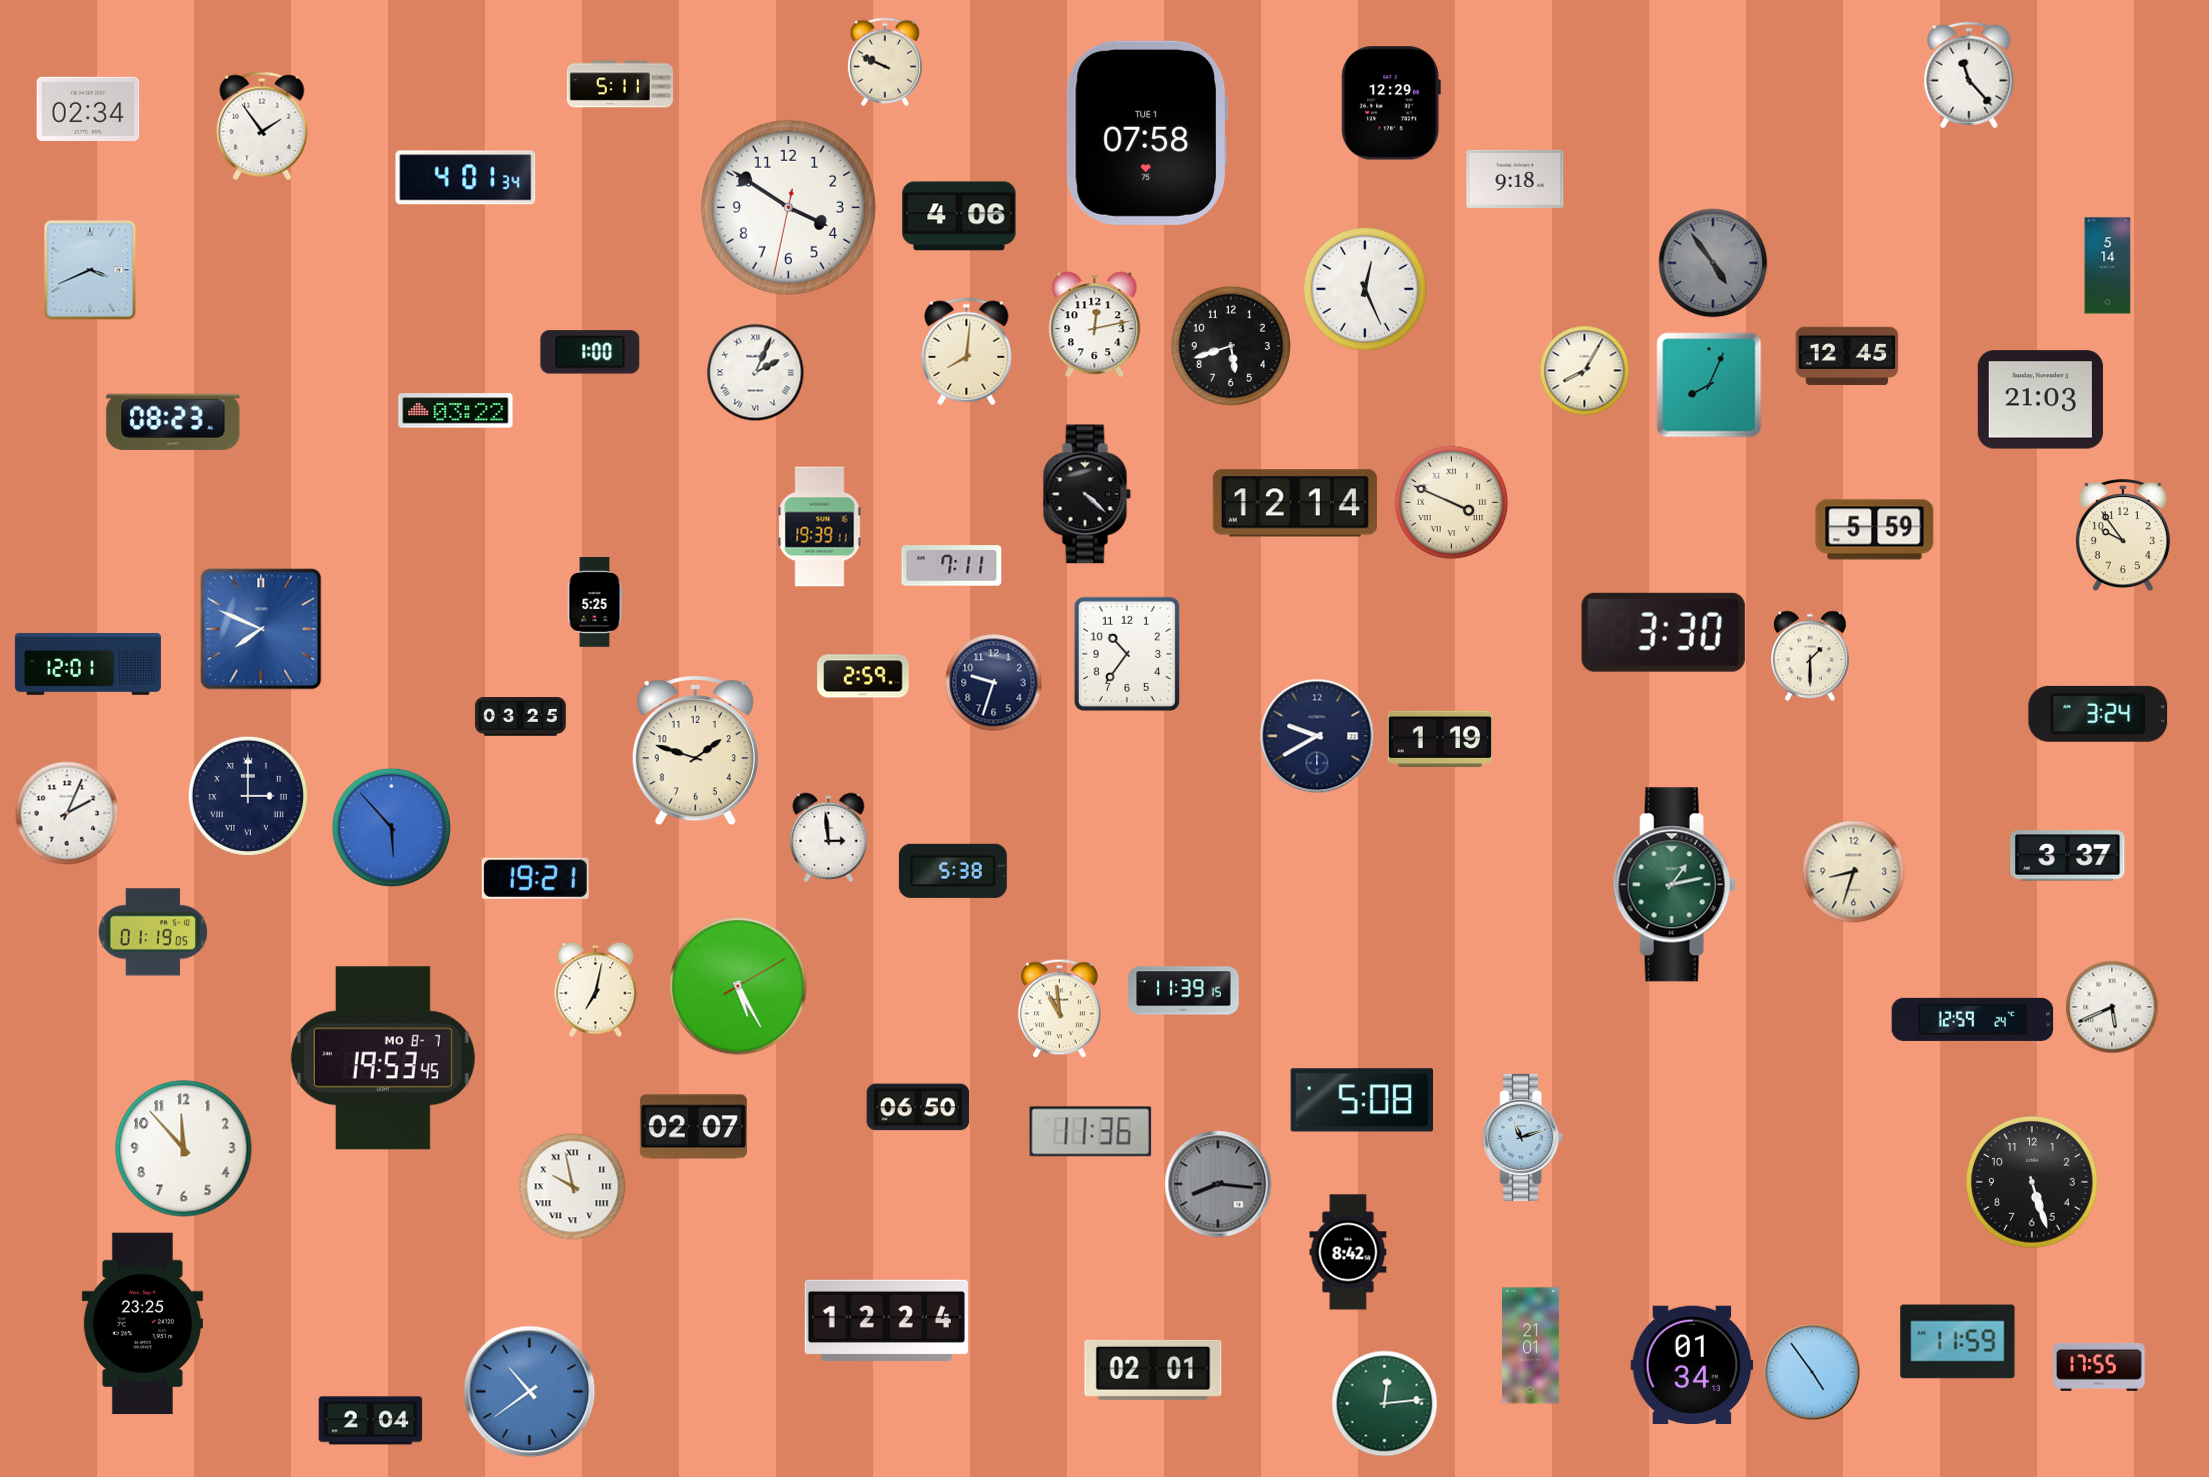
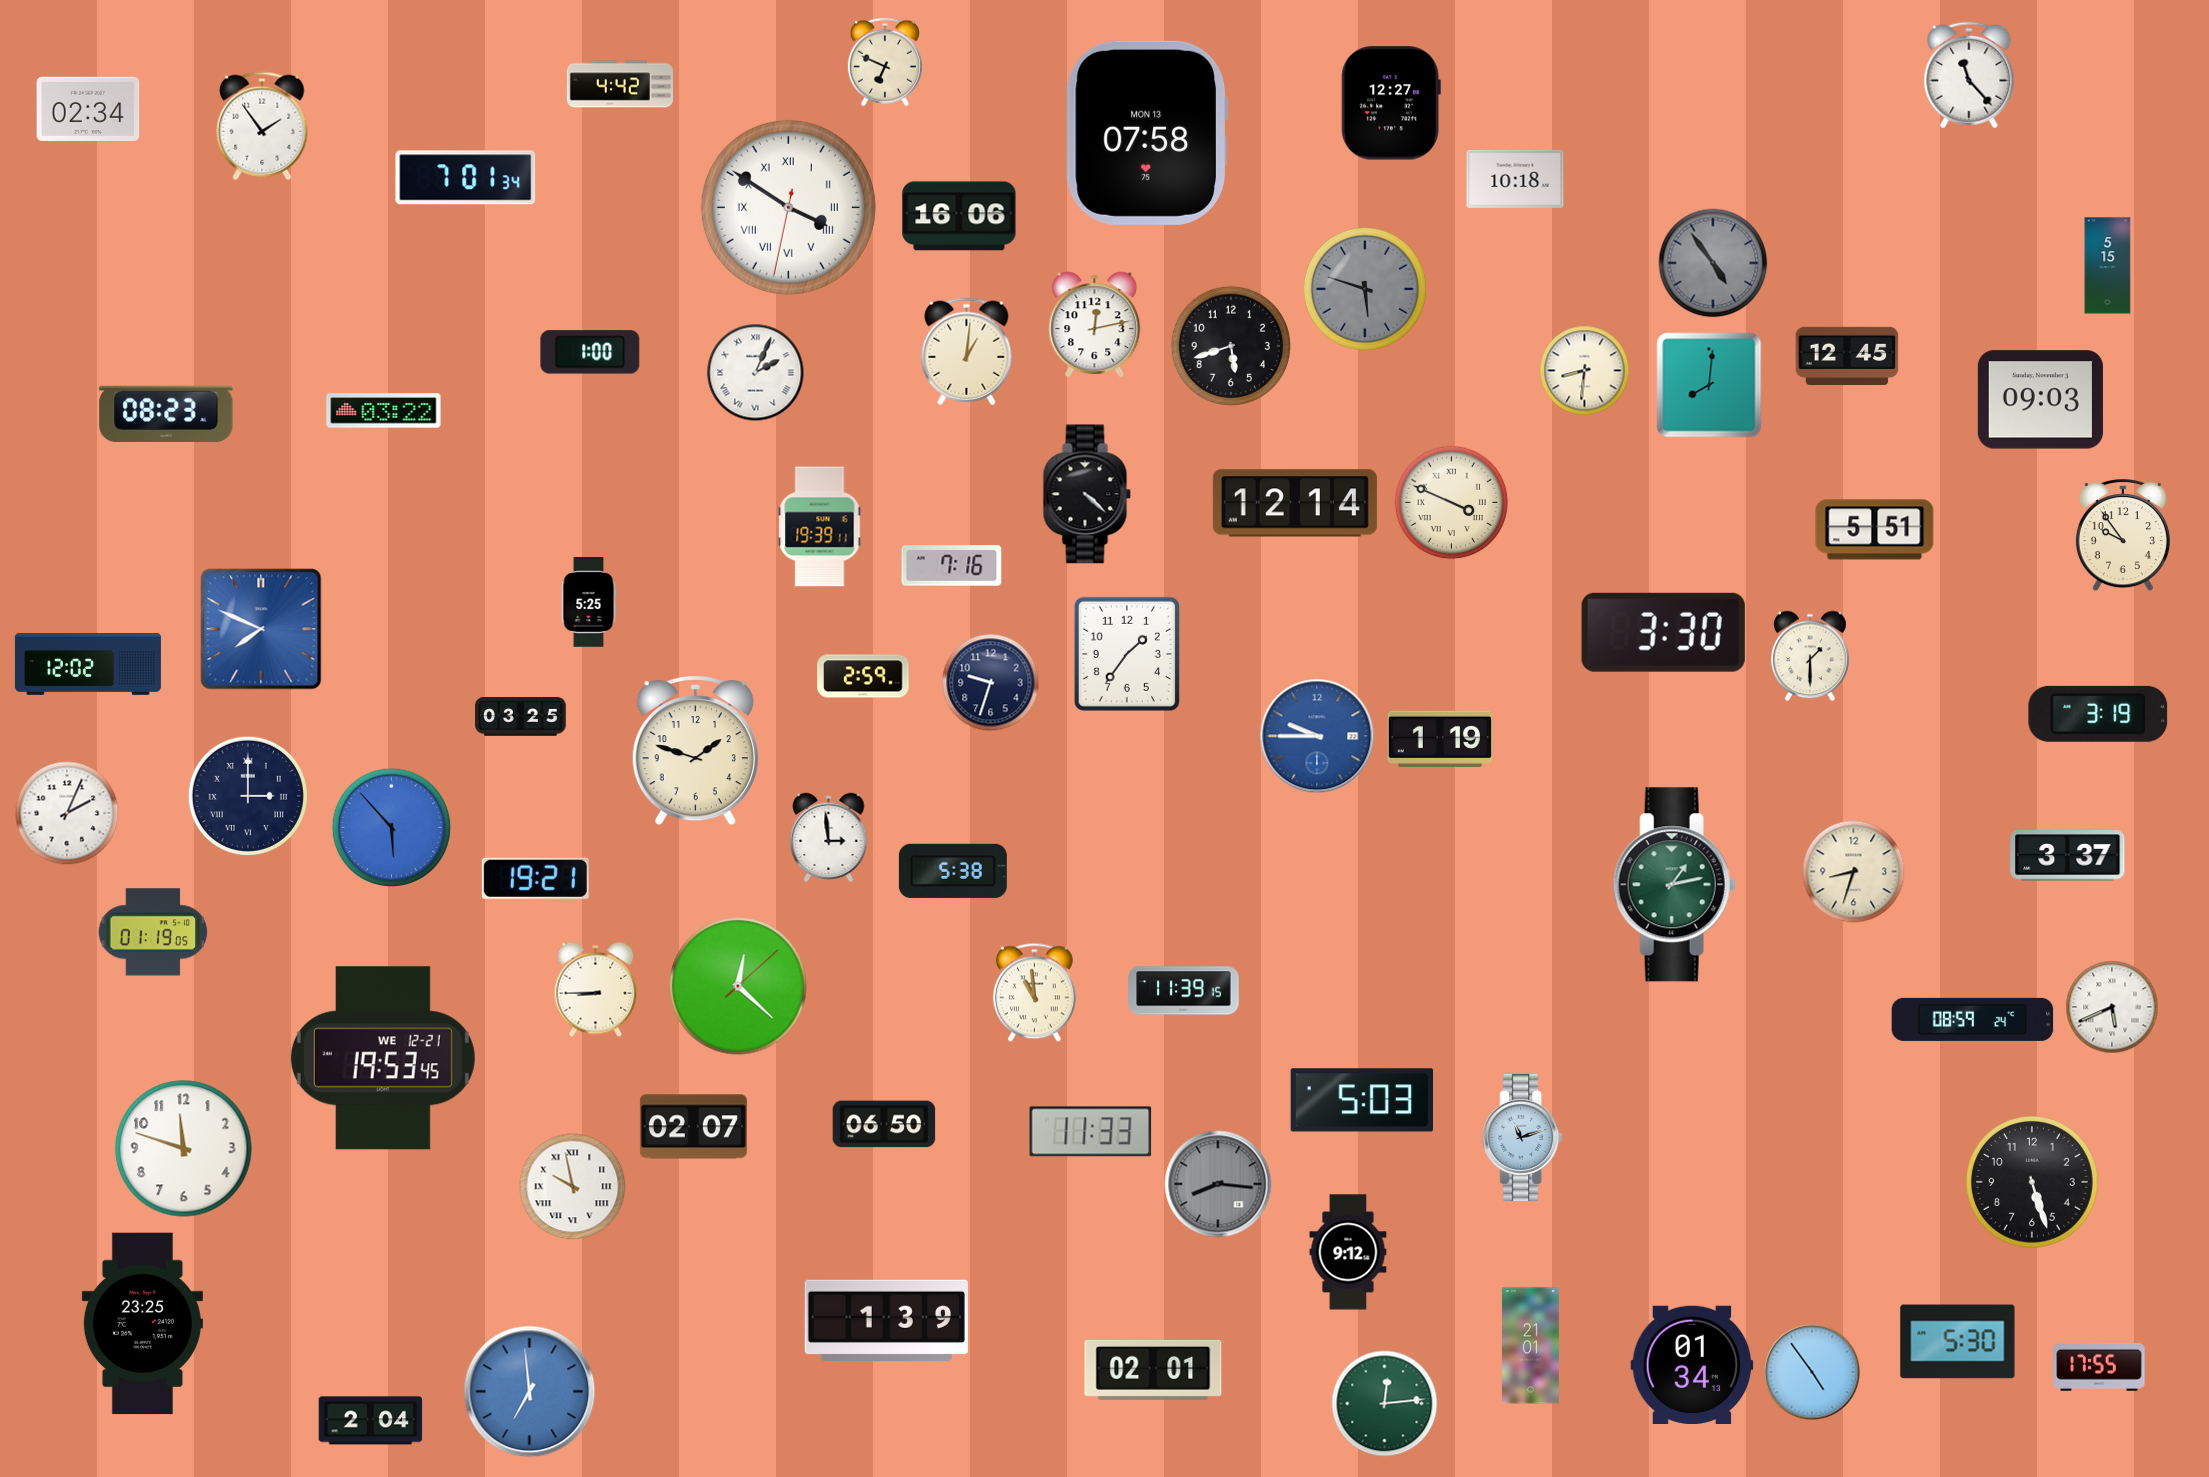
clock at (885, 62): 9:49 -> 6:49
clock at (620, 84): 5:11 -> 4:42
clock at (1391, 103): 12:29 -> 12:27
clock at (1147, 133) date: TUE 1 -> MON 13
clock at (466, 178): 4:01 -> 7:01
clock at (1515, 179): 9:18 -> 10:18
clock at (788, 207) numerals: Arabic -> Roman
clock at (959, 216): 4:06 -> 16:06
clock at (2108, 266): 5:14 -> 5:15
clock at (90, 270): 3:41 -> none
clock at (1365, 289): 12:26 -> 5:48
clock at (1365, 289) dial: white -> grey
clock at (967, 352): 8:01 -> 1:01
clock at (1585, 371): 8:05 -> 8:31
clock at (1709, 385): 8:04 -> 8:01
clock at (2040, 400): 21:03 -> 09:03
clock at (456, 411) position: (456, 411) -> (384, 411)
clock at (173, 422) position: (173, 422) -> (166, 414)
clock at (1875, 530): 5:59 -> 5:51
clock at (952, 566): 7:11 -> 7:16
clock at (595, 603) position: (595, 603) -> (589, 603)
clock at (1127, 654): 10:36 -> 1:36
clock at (88, 665): 12:01 -> 12:02
clock at (994, 683) position: (994, 683) -> (991, 683)
clock at (2098, 714): 3:24 -> 3:19
clock at (1317, 736): 9:40 -> 9:45
clock at (1317, 736) dial: navy -> blue
clock at (738, 986): 5:25 -> 12:22
clock at (596, 990): 7:02 -> 8:45
clock at (1059, 1009) position: (1059, 1009) -> (1034, 993)
clock at (1973, 1019): 12:59 -> 08:59
clock at (383, 1058) date: MO 8-7 -> WE 12-21
clock at (1362, 1100): 5:08 -> 5:03
clock at (918, 1107) position: (918, 1107) -> (884, 1124)
clock at (1091, 1132): 11:36 -> 11:33
clock at (184, 1149): 11:53 -> 11:48
clock at (1348, 1252): 8:42 -> 9:12
clock at (886, 1321): 12:24 -> 1:39
clock at (1958, 1342): 11:59 -> 5:30
clock at (530, 1392): 10:39 -> 6:59
